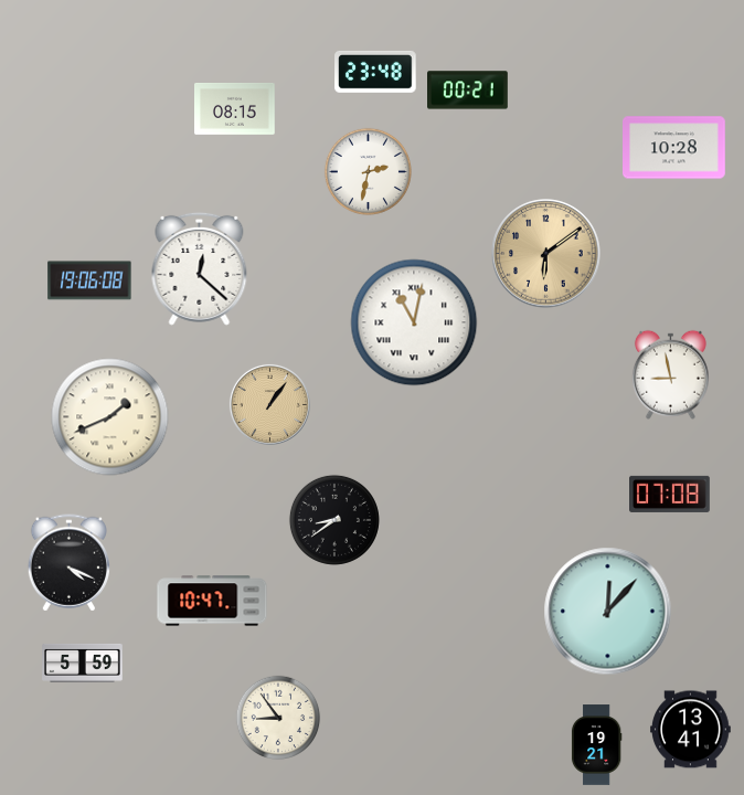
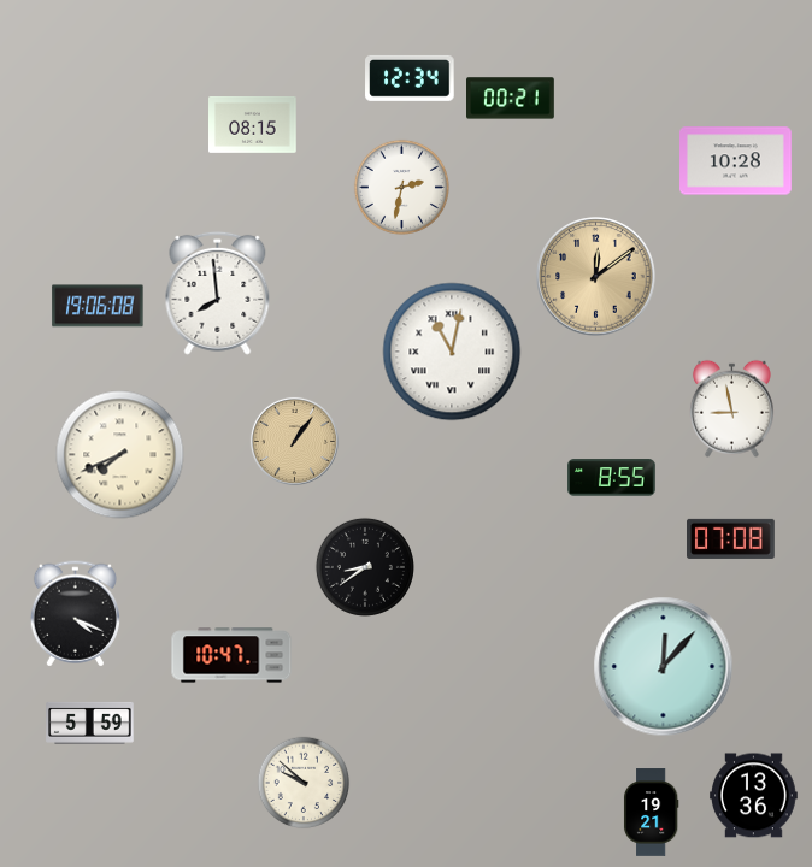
clock at (375, 72): 23:48 -> 12:34
clock at (235, 109) position: (235, 109) -> (253, 125)
clock at (546, 254): 6:09 -> 12:09
clock at (200, 268): 12:22 -> 7:59
clock at (110, 417): 1:41 -> 7:41
clock at (612, 478): none -> 8:55
clock at (278, 718): 8:54 -> 9:52
clock at (691, 730): 13:41 -> 13:36
